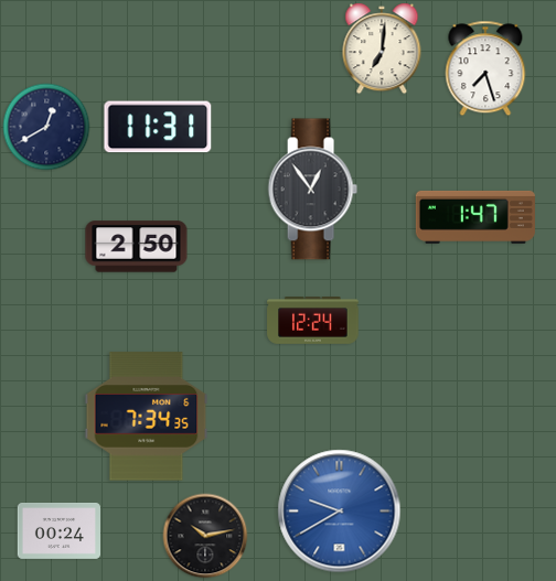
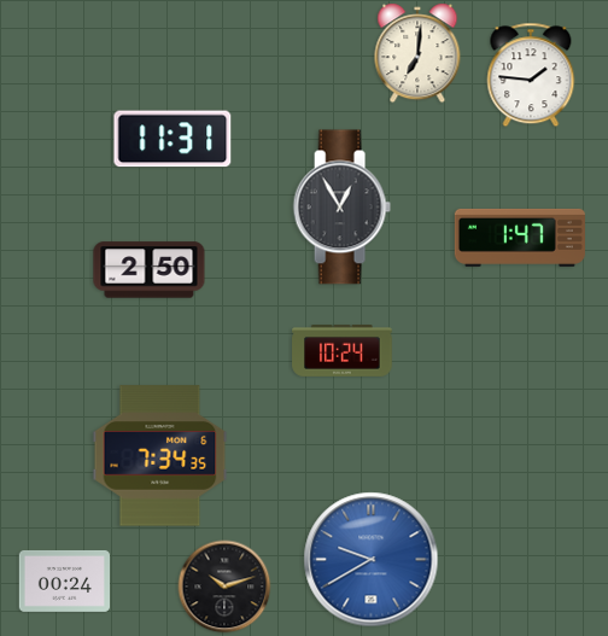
clock at (485, 68): 7:27 -> 1:46
clock at (46, 127): 12:40 -> none
clock at (312, 190): 12:54 -> 12:55
clock at (313, 321): 12:24 -> 10:24
clock at (205, 536): 10:13 -> 10:12
